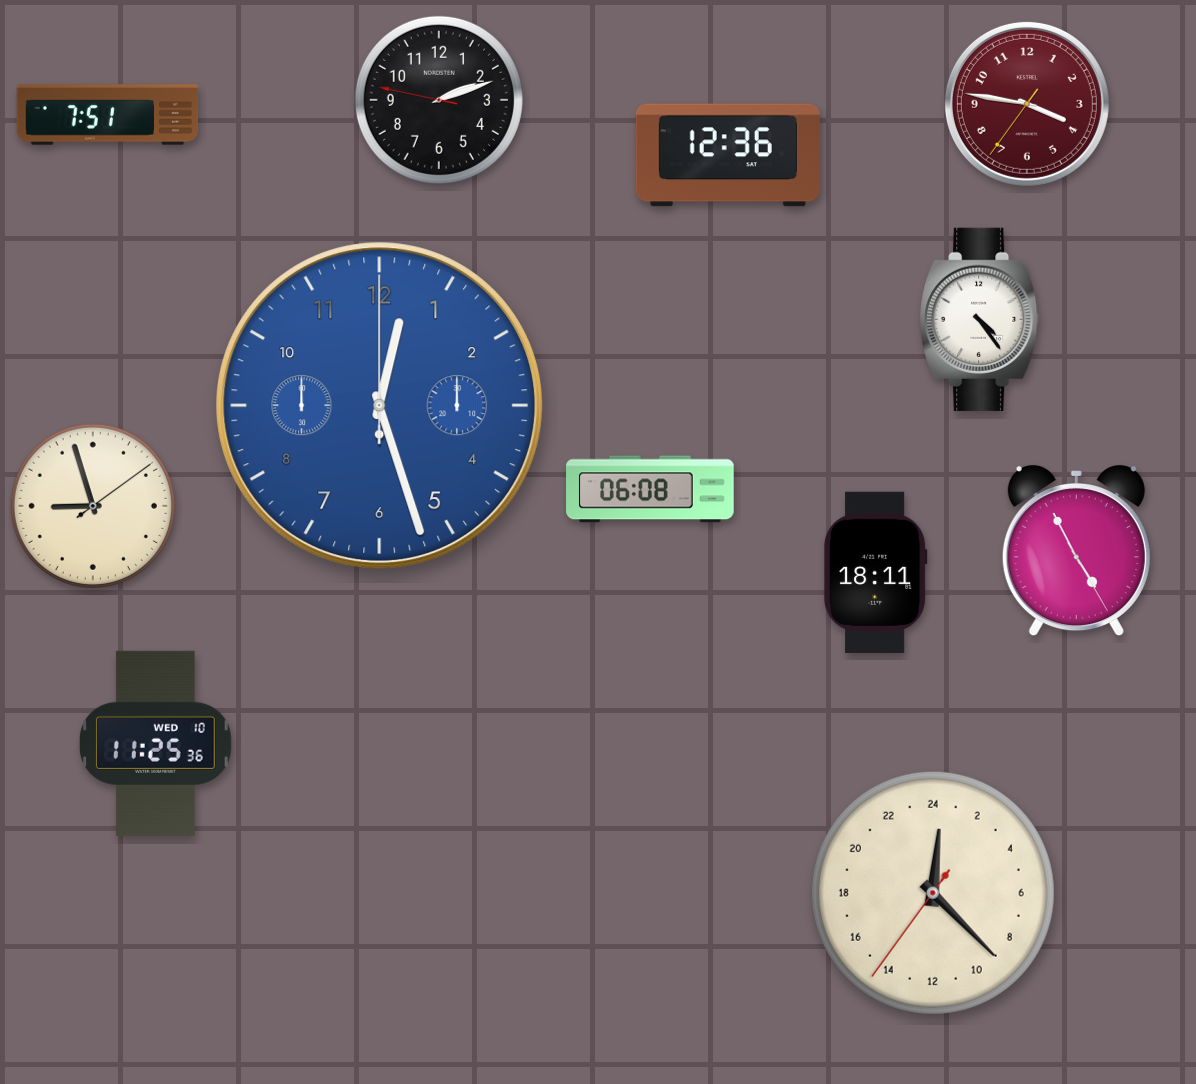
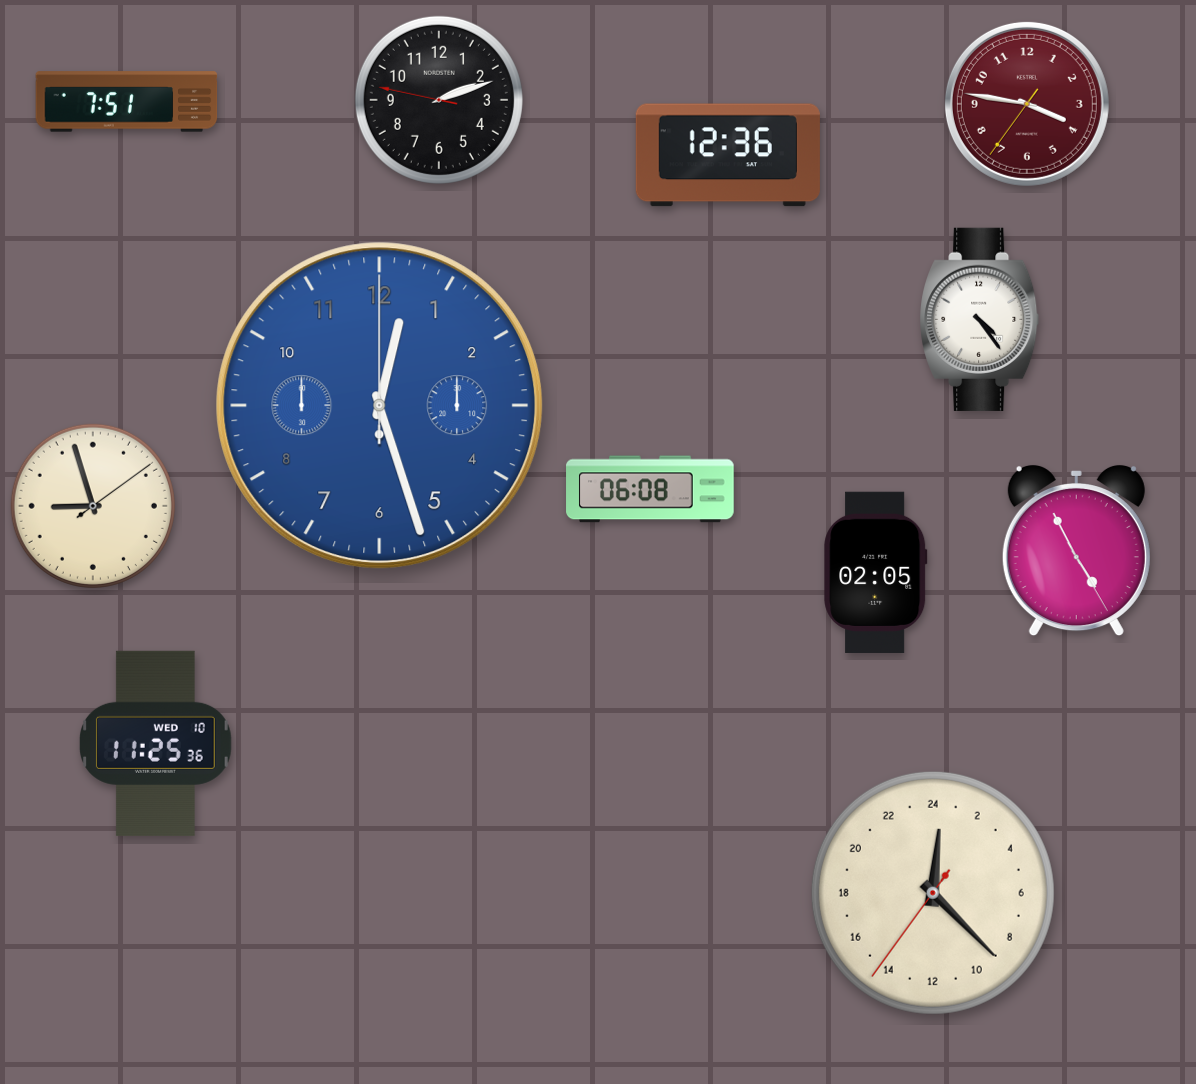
clock at (108, 115) position: (108, 115) -> (127, 102)
clock at (876, 572): 18:11 -> 02:05
